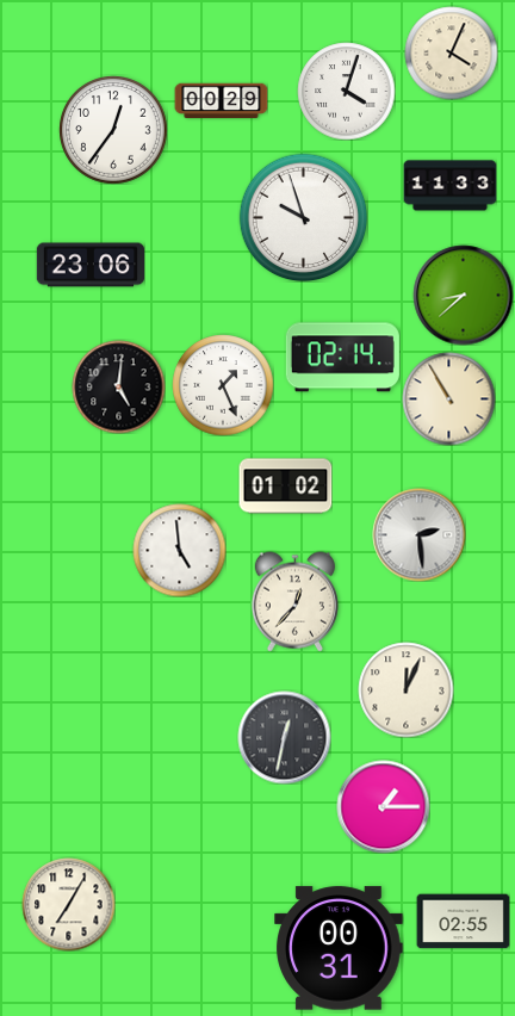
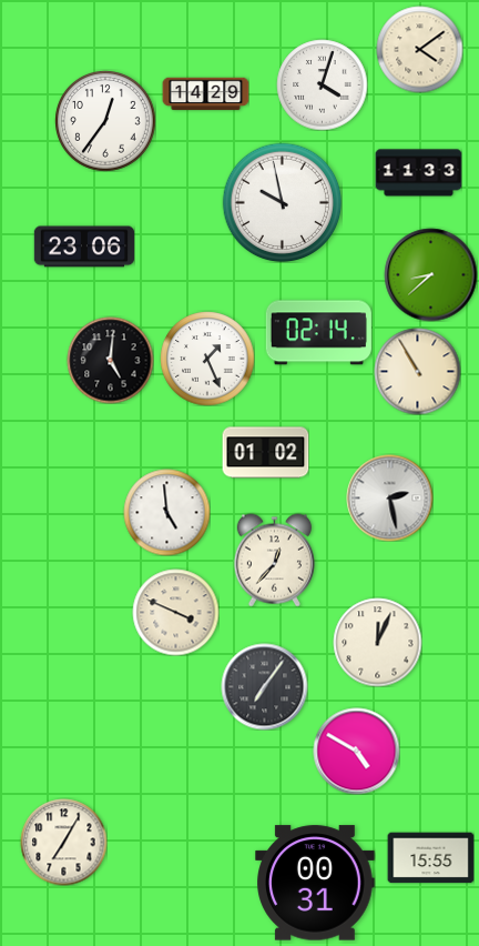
clock at (451, 52): 4:04 -> 4:09
clock at (221, 101): 00:29 -> 14:29
clock at (303, 217): 9:57 -> 9:58
clock at (418, 534): 2:29 -> 2:28
clock at (175, 612): none -> 3:49
clock at (284, 737): 12:32 -> 7:06
clock at (383, 806): 1:15 -> 4:50
clock at (463, 922): 02:55 -> 15:55
